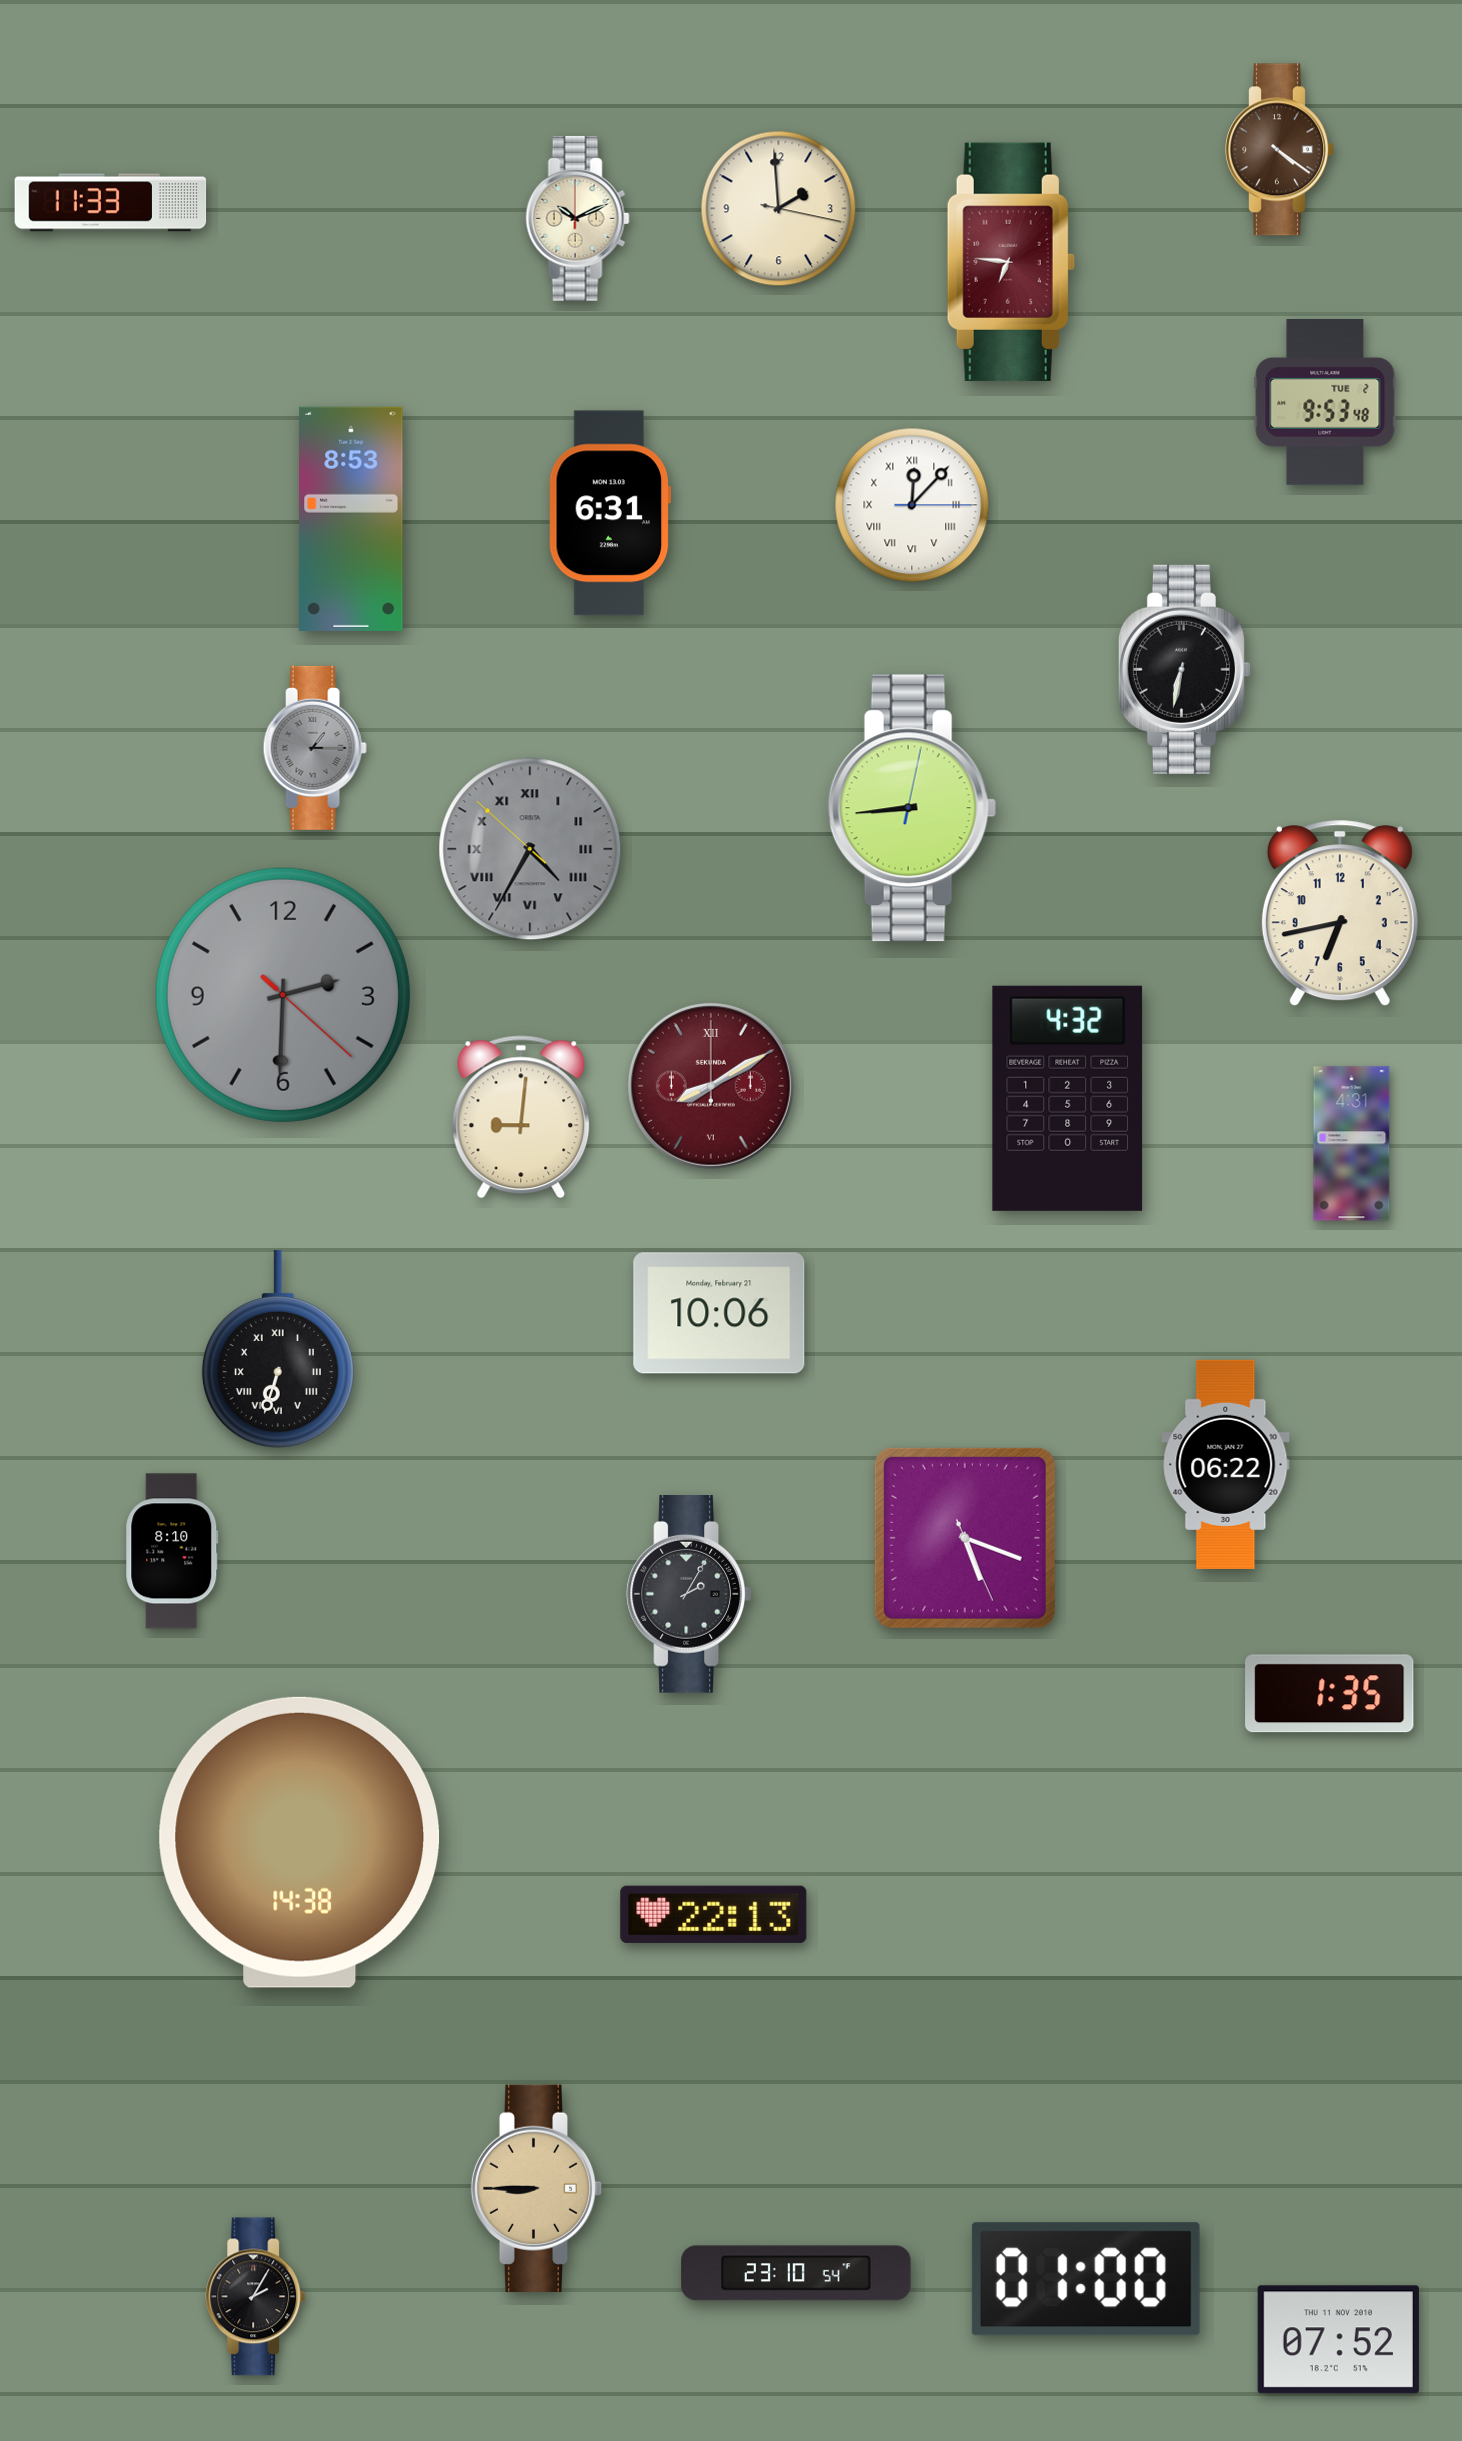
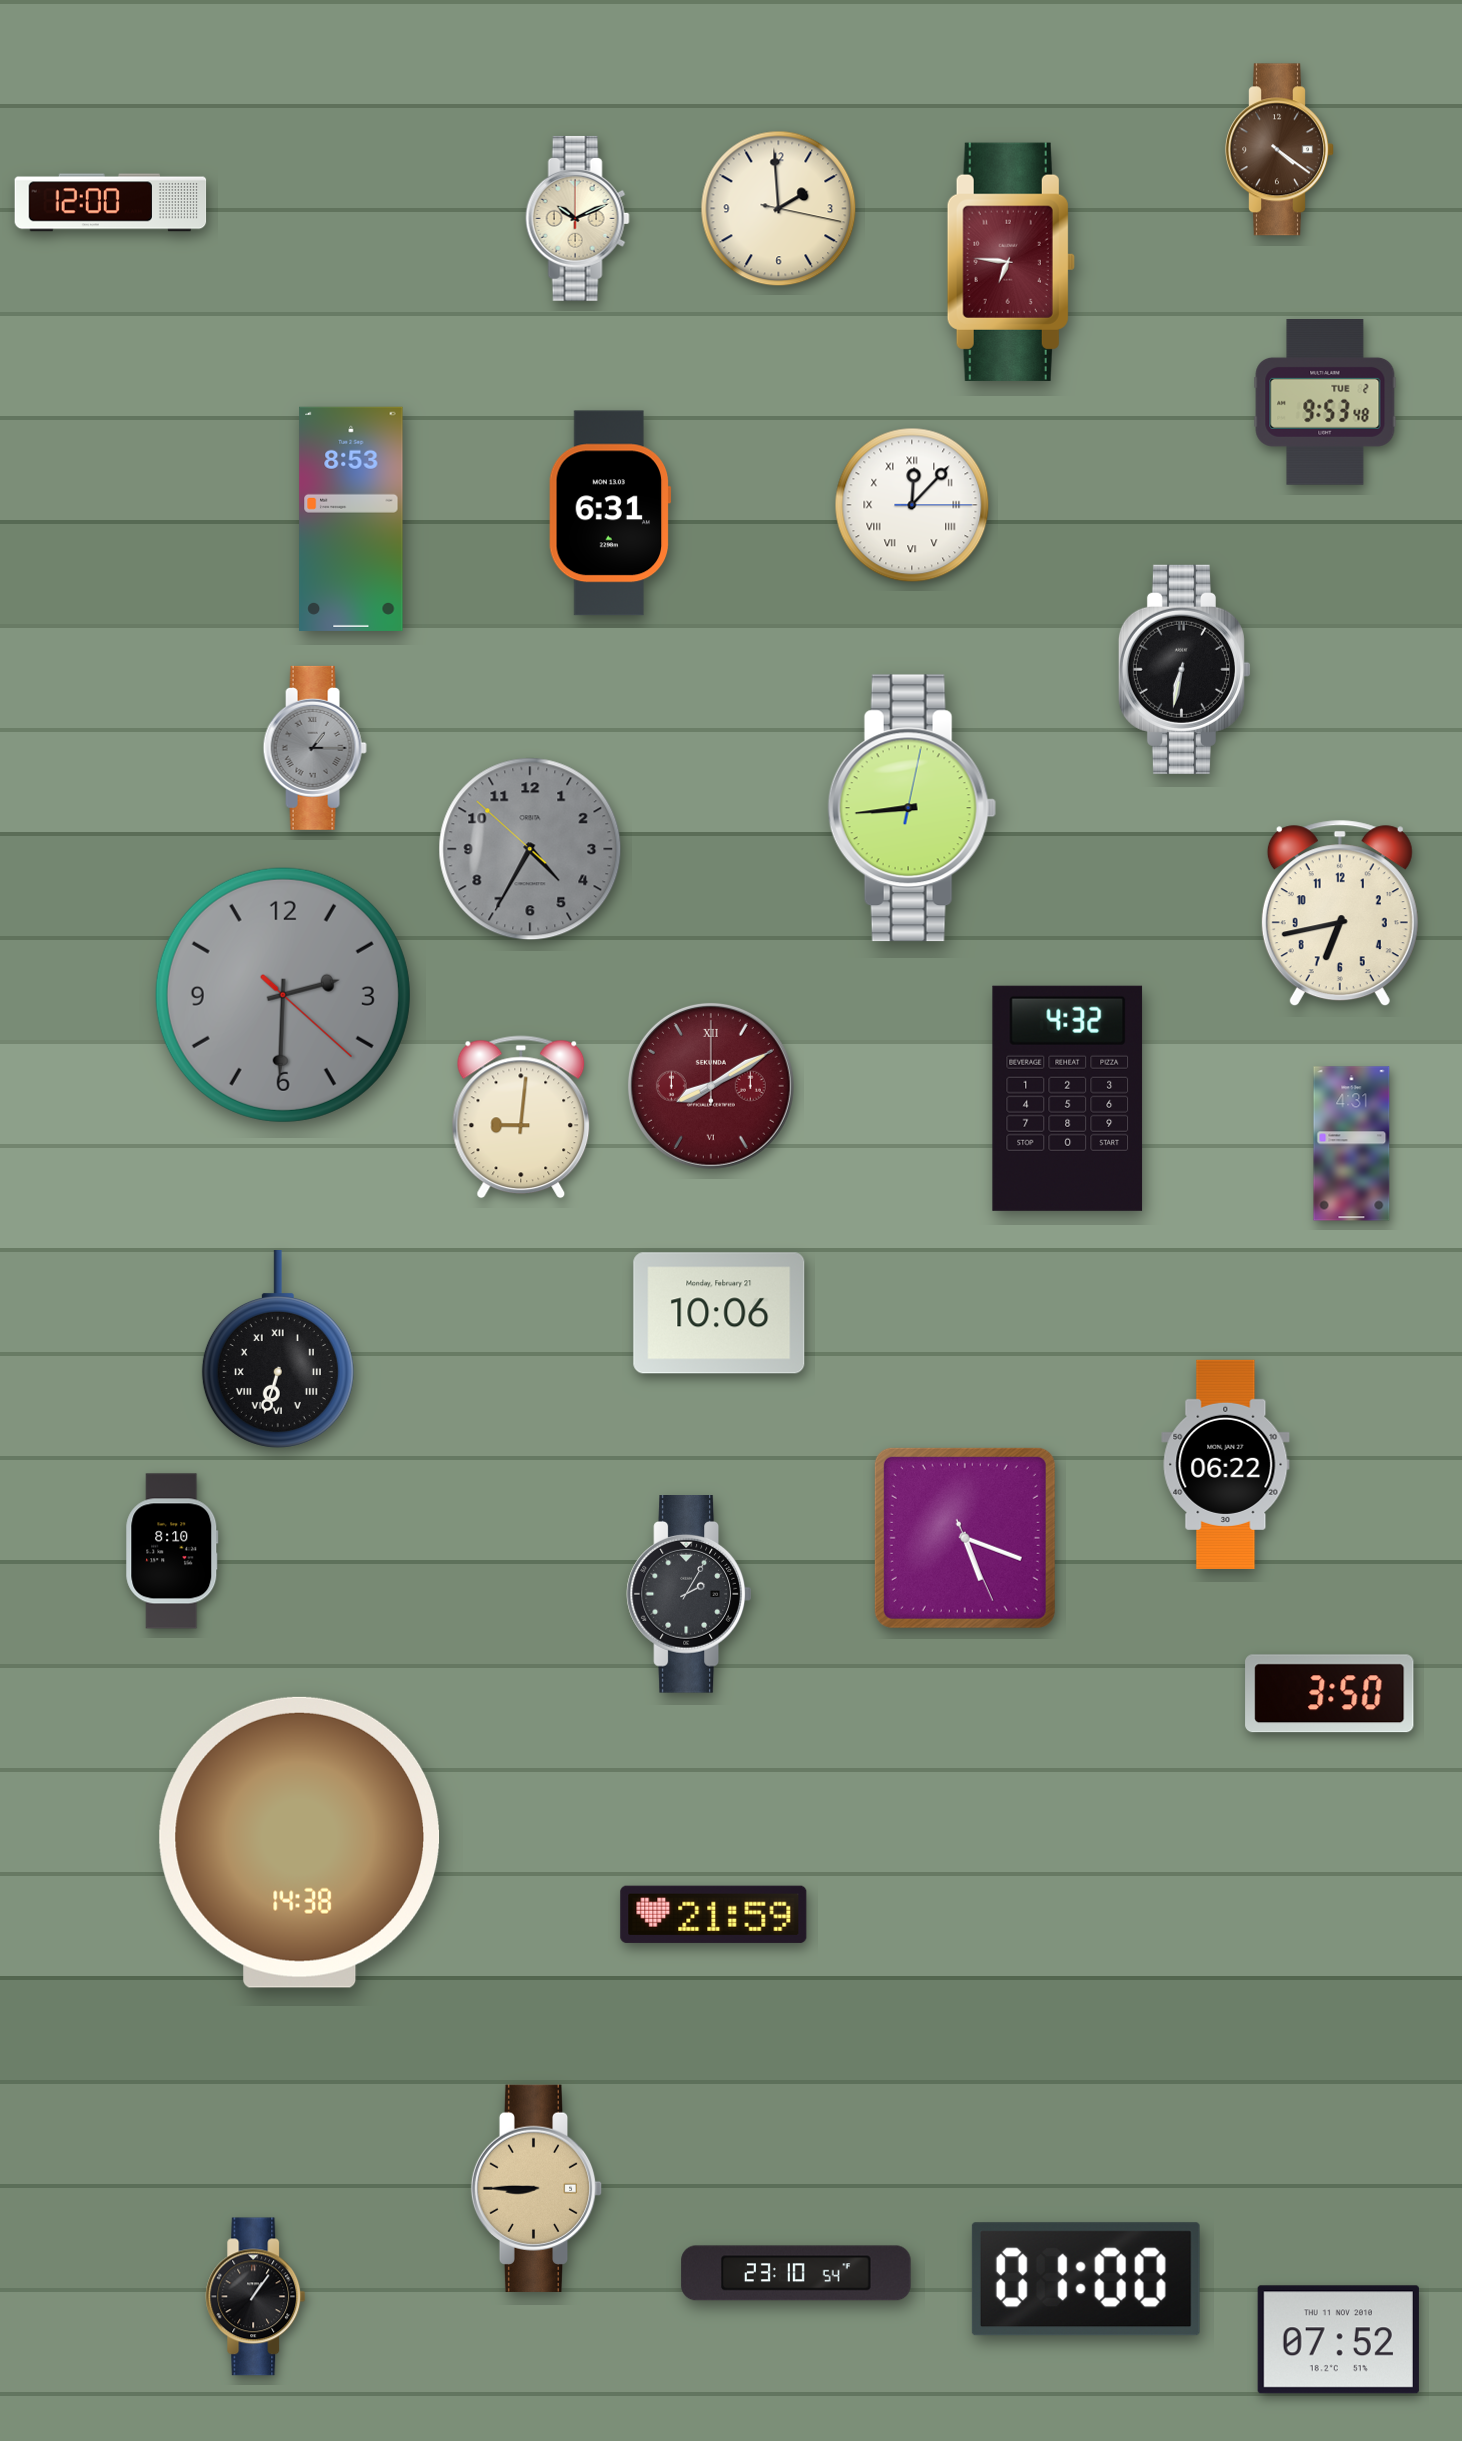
clock at (111, 203): 11:33 -> 12:00
clock at (530, 849) numerals: Roman -> Arabic
clock at (1330, 1694): 1:35 -> 3:50
clock at (714, 1914): 22:13 -> 21:59
clock at (256, 2297): 2:05 -> 1:06
